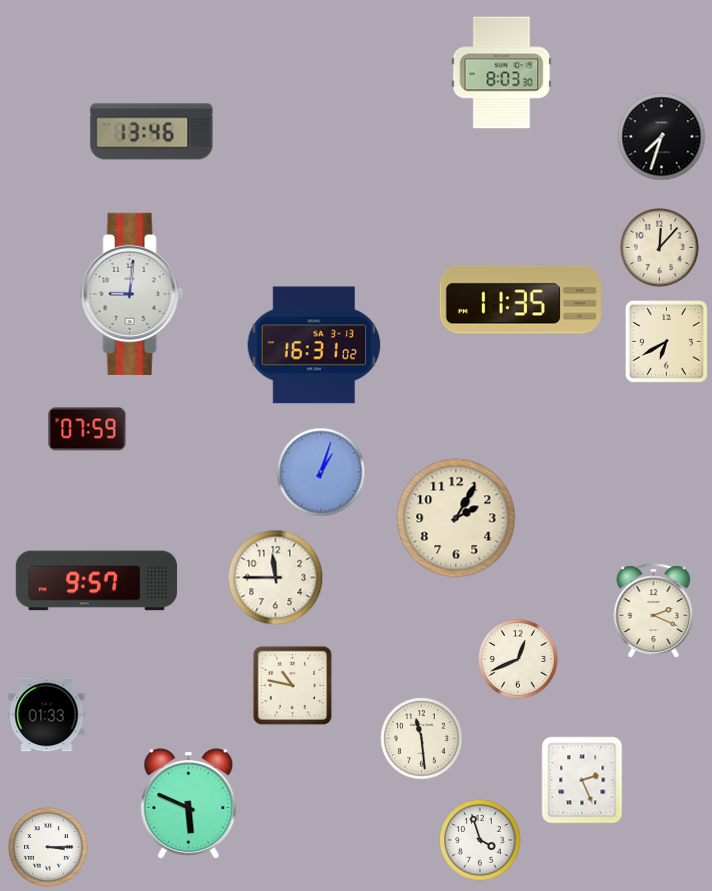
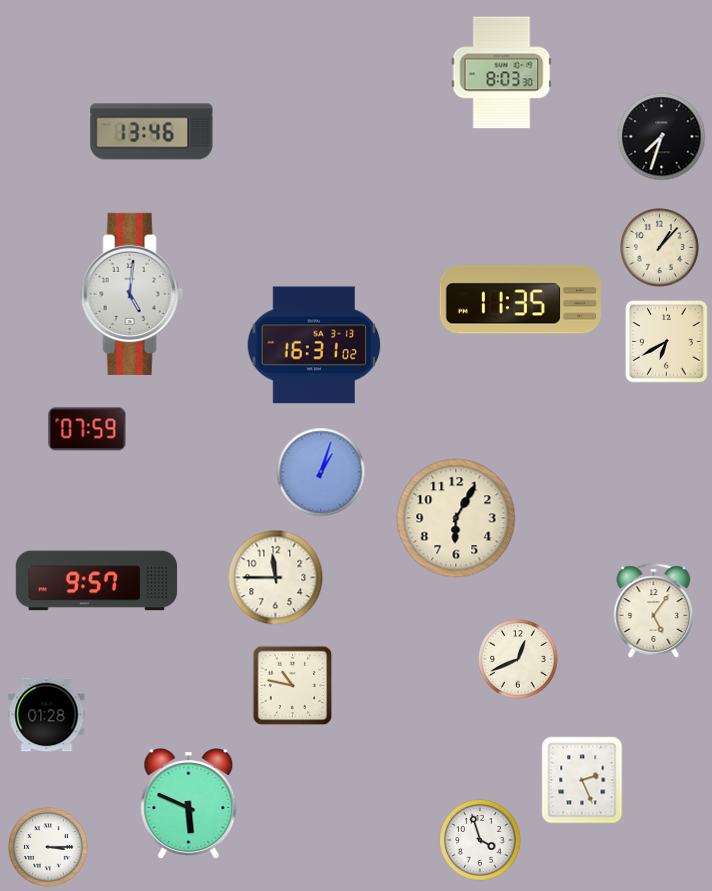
clock at (660, 248): 12:07 -> 1:07
clock at (132, 294): 9:01 -> 5:01
clock at (456, 518): 2:05 -> 6:05
clock at (654, 611): 2:19 -> 5:06
clock at (47, 715): 01:33 -> 01:28
clock at (422, 739): 11:29 -> none
